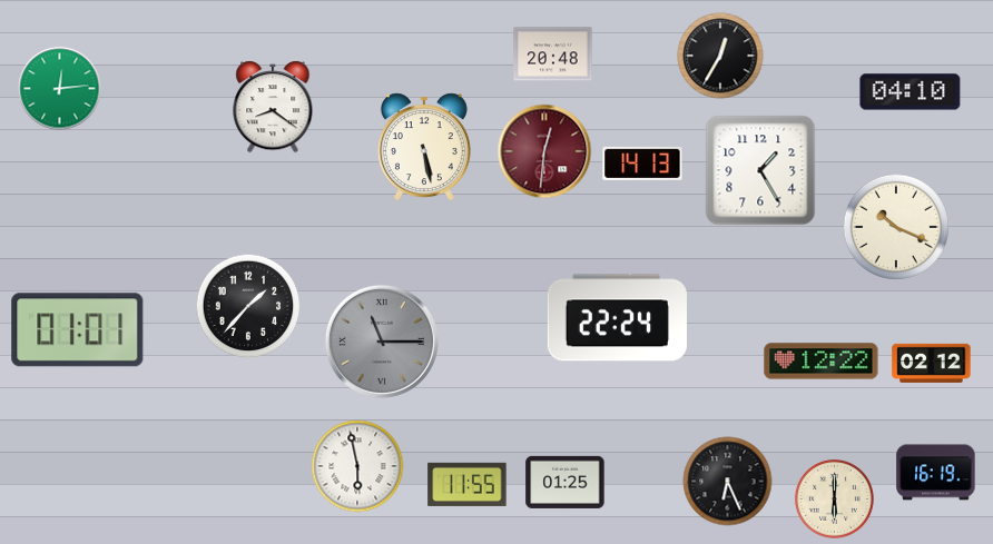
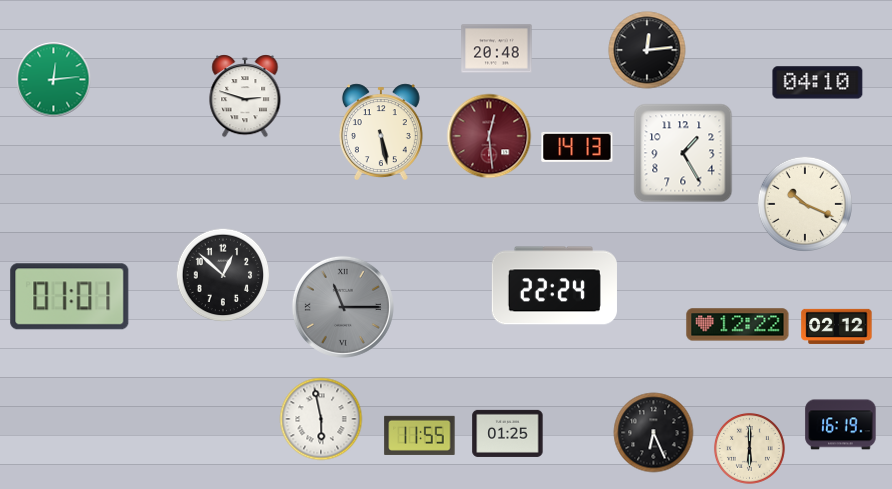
clock at (720, 56): 12:35 -> 12:14
clock at (273, 107): 8:21 -> 2:48
clock at (544, 151): 12:31 -> 12:29
clock at (248, 306): 1:37 -> 12:52
